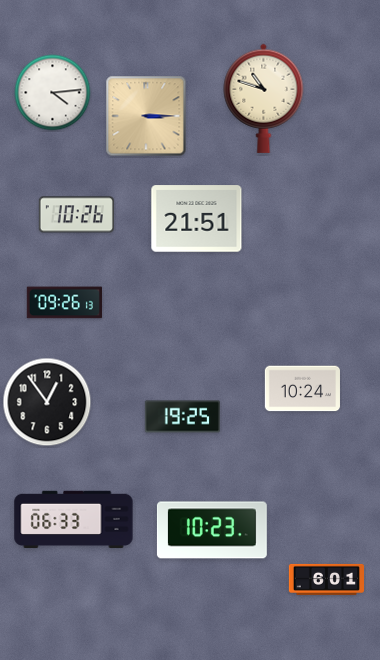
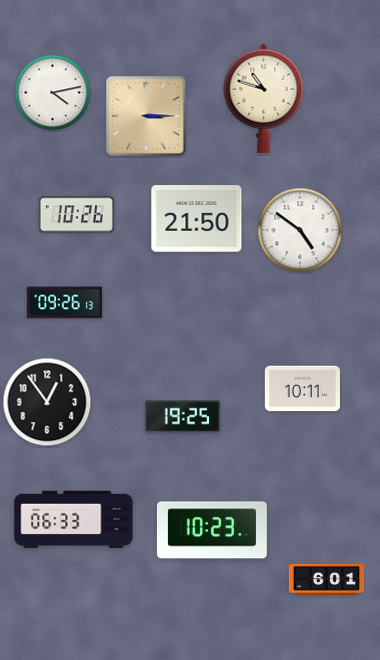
clock at (53, 93): 4:14 -> 4:13
clock at (197, 219): 21:51 -> 21:50
clock at (300, 230): none -> 4:51
clock at (302, 389): 10:24 -> 10:11
